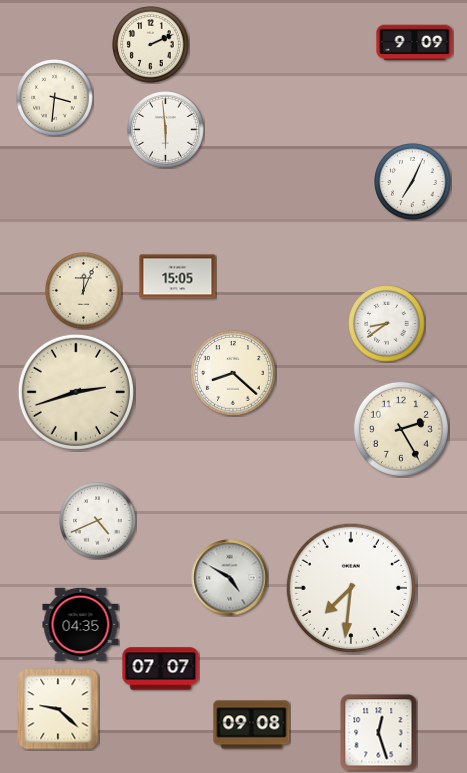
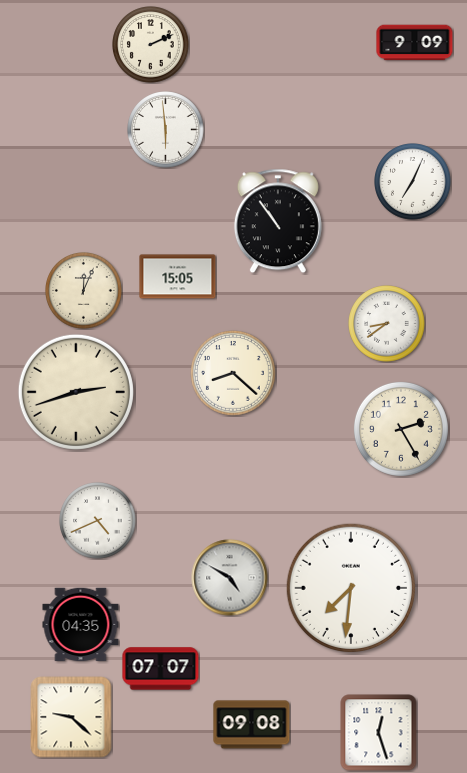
clock at (55, 98): 3:31 -> none
clock at (278, 221): none -> 10:54
clock at (58, 709) position: (58, 709) -> (71, 717)
